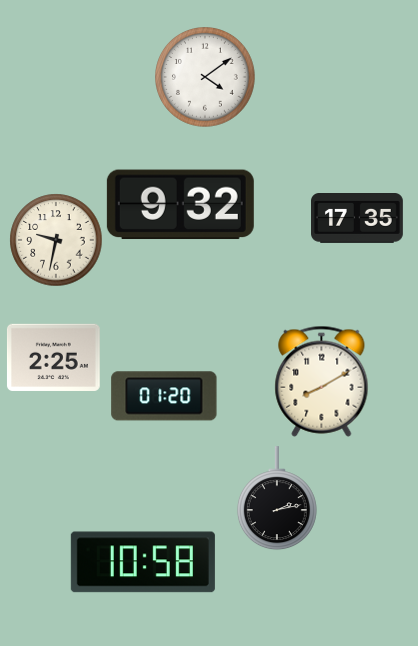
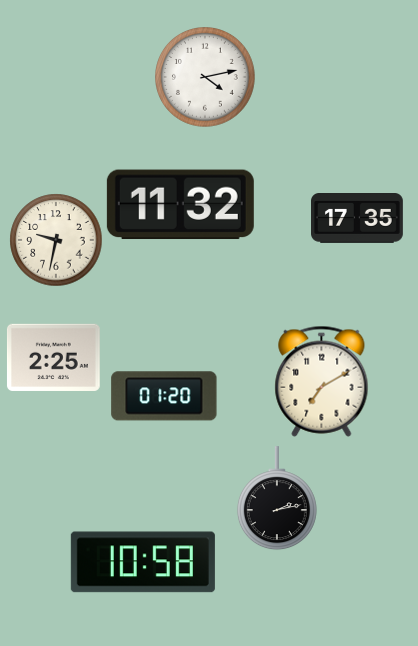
clock at (206, 78): 4:09 -> 4:13
clock at (180, 205): 9:32 -> 11:32
clock at (322, 381): 8:10 -> 7:10
